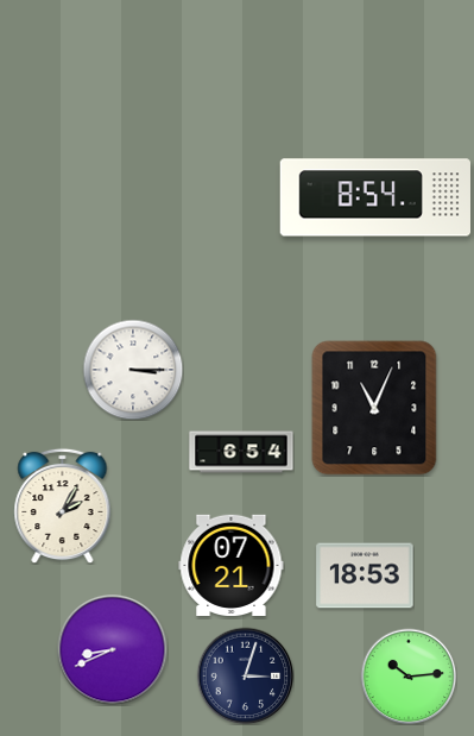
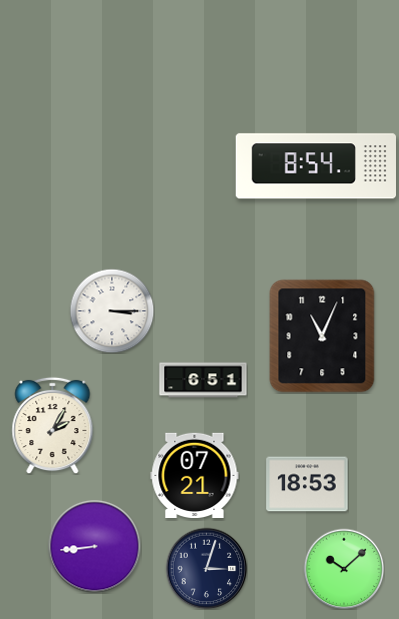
clock at (374, 408) position: (374, 408) -> (322, 336)
clock at (241, 452): 6:54 -> 6:51
clock at (112, 649): 8:41 -> 8:44
clock at (409, 677): 10:14 -> 10:08
